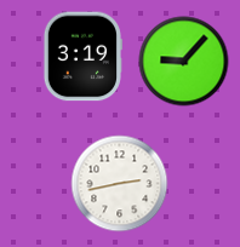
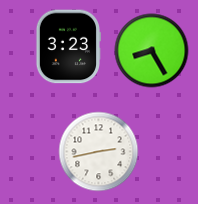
clock at (82, 57): 3:19 -> 3:23
clock at (184, 62): 9:07 -> 8:25
